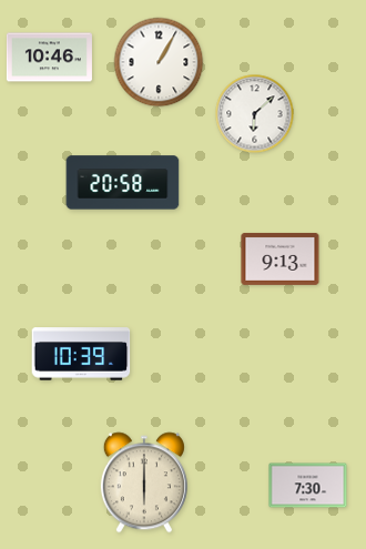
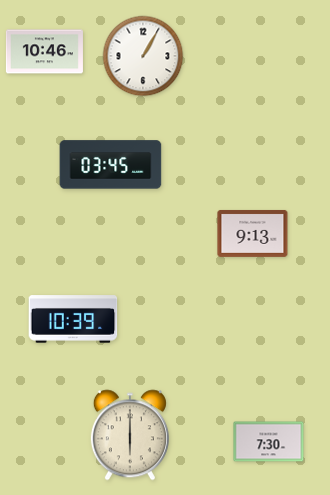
clock at (255, 114): 6:08 -> none
clock at (123, 183): 20:58 -> 03:45
clock at (308, 486) position: (308, 486) -> (269, 442)
